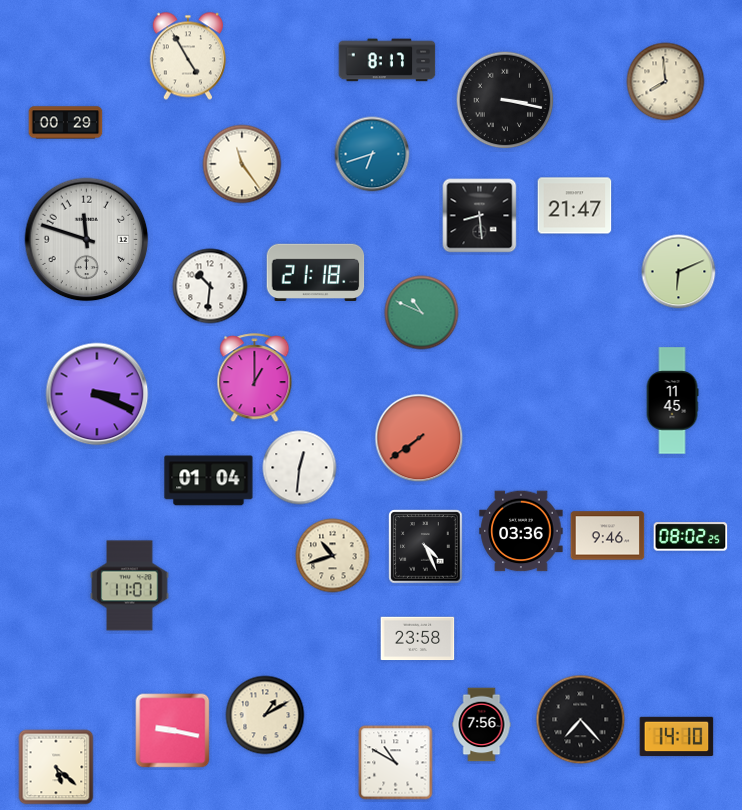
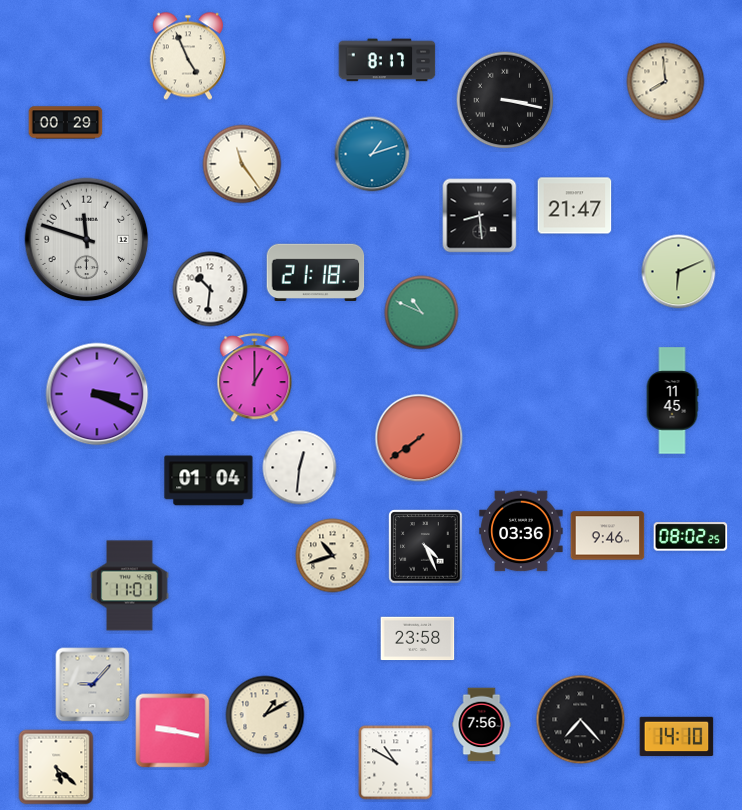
clock at (188, 56): 4:55 -> 4:56
clock at (372, 154): 6:42 -> 1:12
clock at (210, 286) position: (210, 286) -> (210, 289)
clock at (93, 685): none -> 9:07
